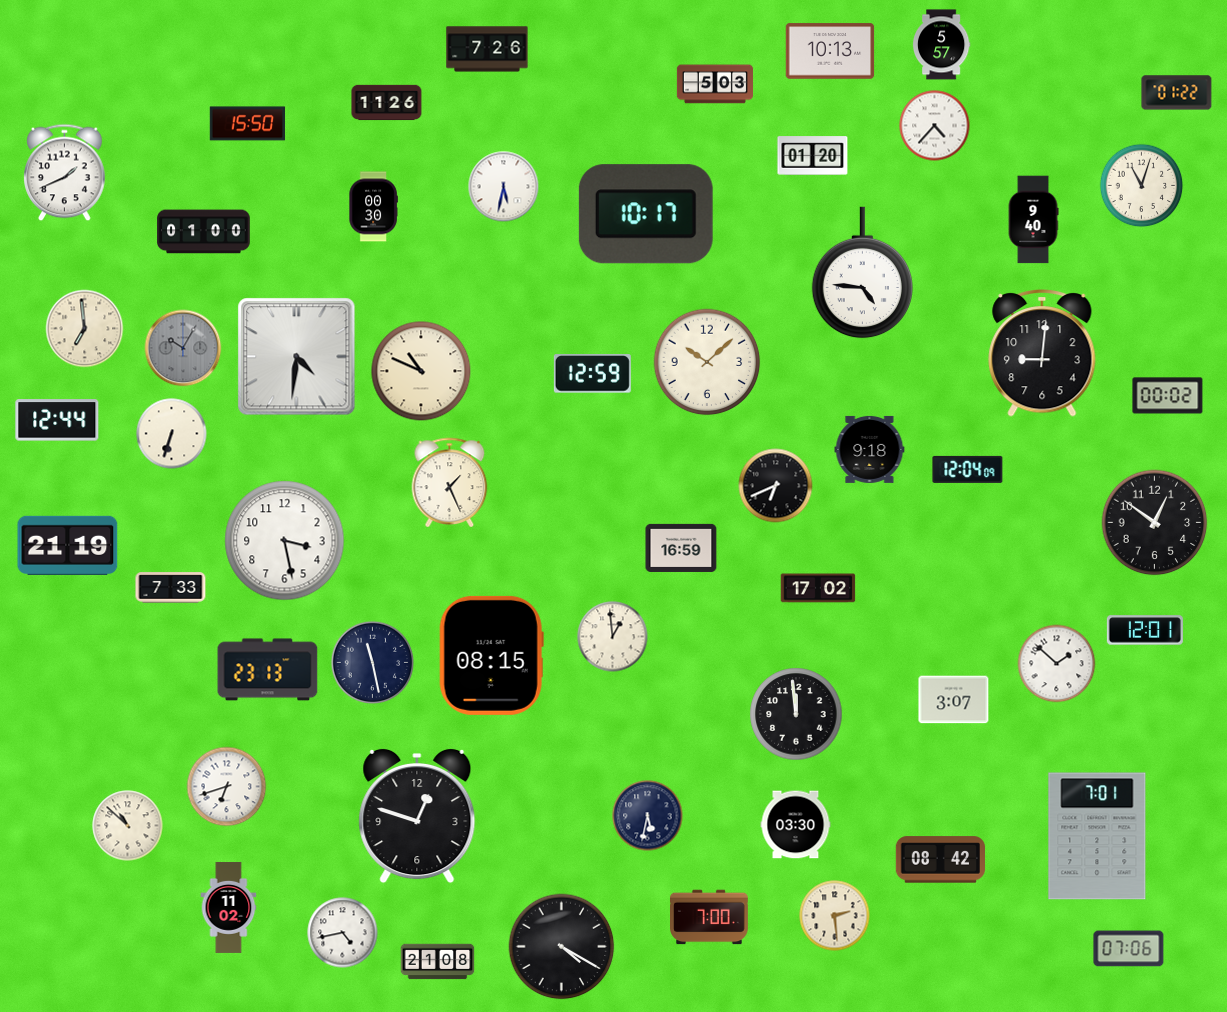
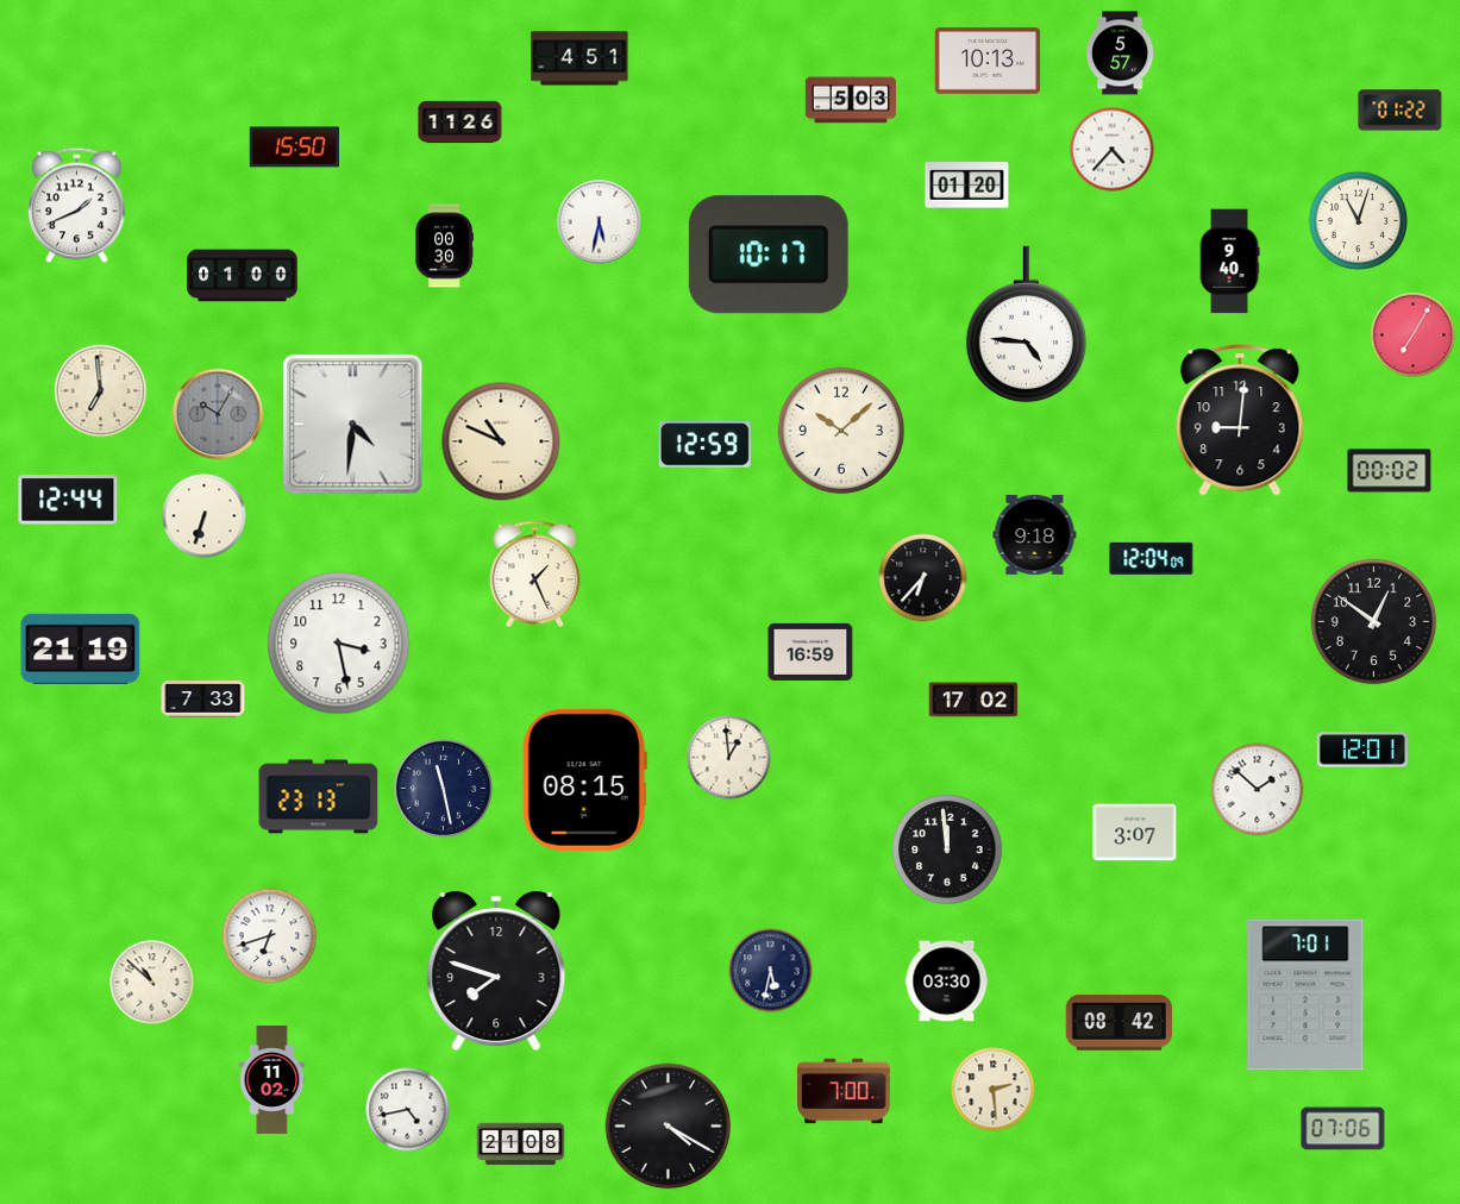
clock at (487, 49): 7:26 -> 4:51
clock at (1414, 336): none -> 7:05
clock at (776, 486): 6:41 -> 6:37
clock at (417, 816): 12:48 -> 7:48
